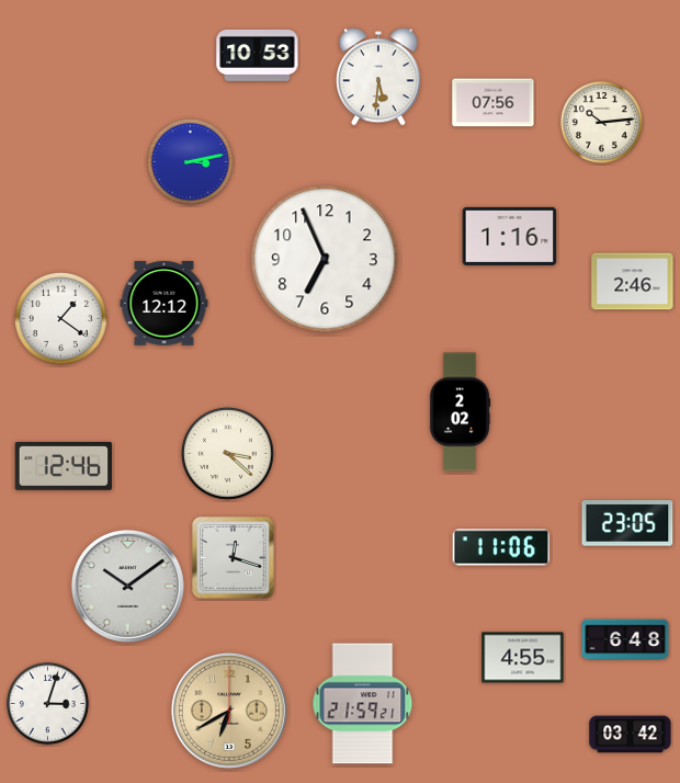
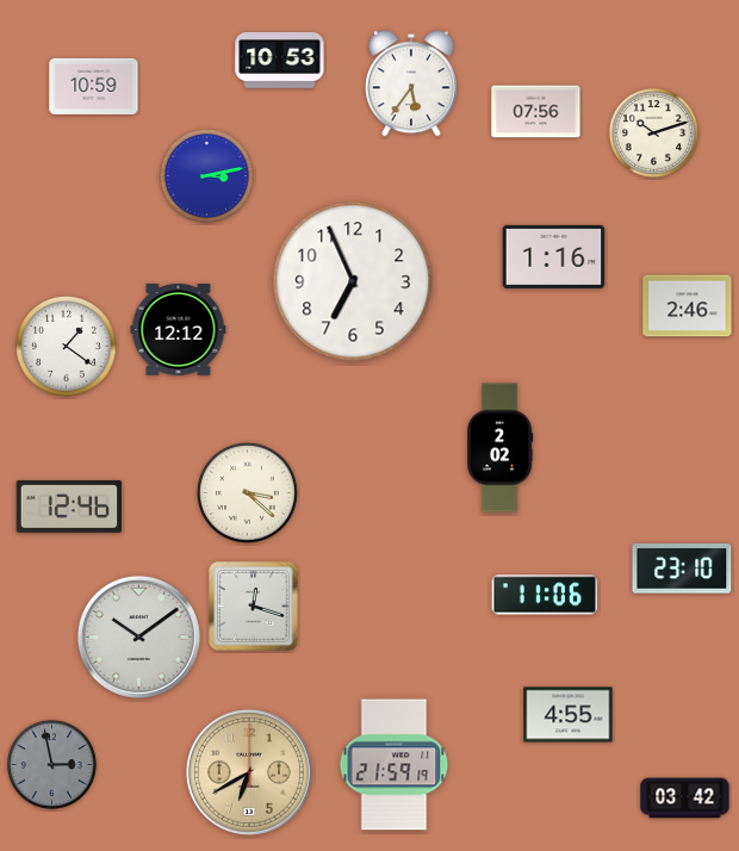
clock at (379, 77): 5:31 -> 5:36
clock at (94, 86): none -> 10:59
clock at (601, 122): 10:14 -> 10:12
clock at (627, 523): 23:05 -> 23:10
clock at (625, 639): 6:48 -> none
clock at (47, 703): 3:03 -> 2:58
clock at (47, 703) dial: white -> grey
clock at (363, 704): 21:59:21 -> 21:59:19
